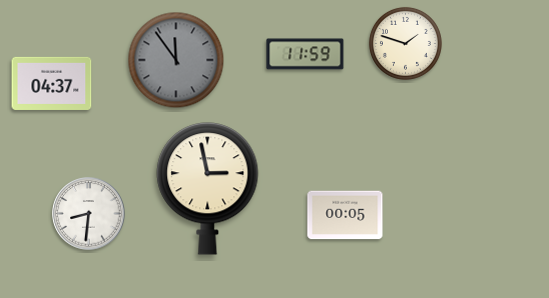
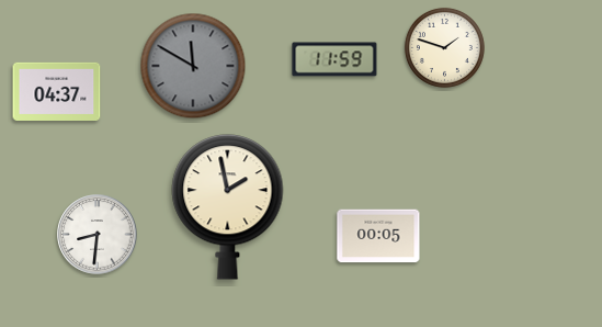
clock at (176, 60): 11:54 -> 11:50
clock at (208, 189): 2:58 -> 1:58
